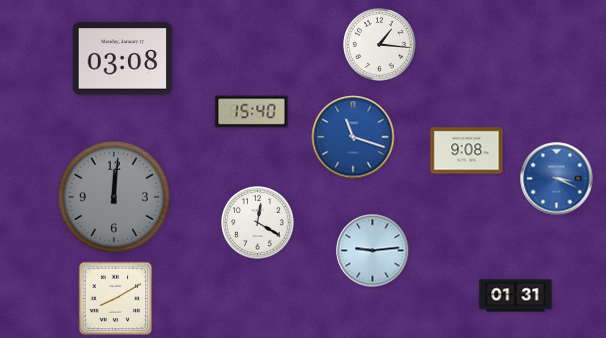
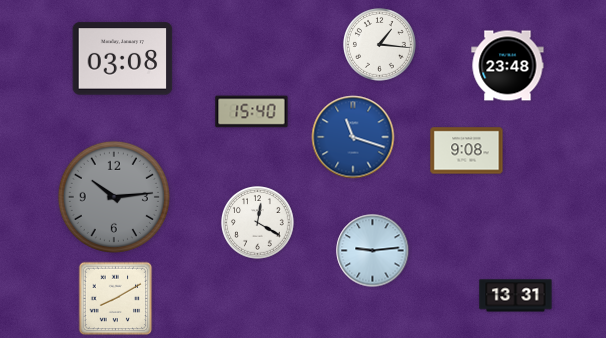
clock at (508, 66): none -> 23:48
clock at (557, 179): 3:19 -> none
clock at (114, 197): 12:01 -> 10:14
clock at (516, 296): 01:31 -> 13:31
